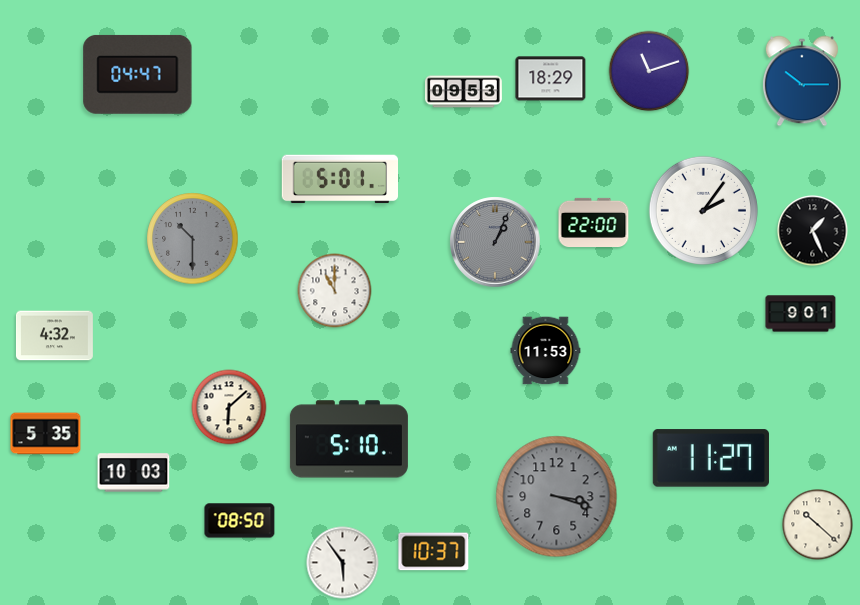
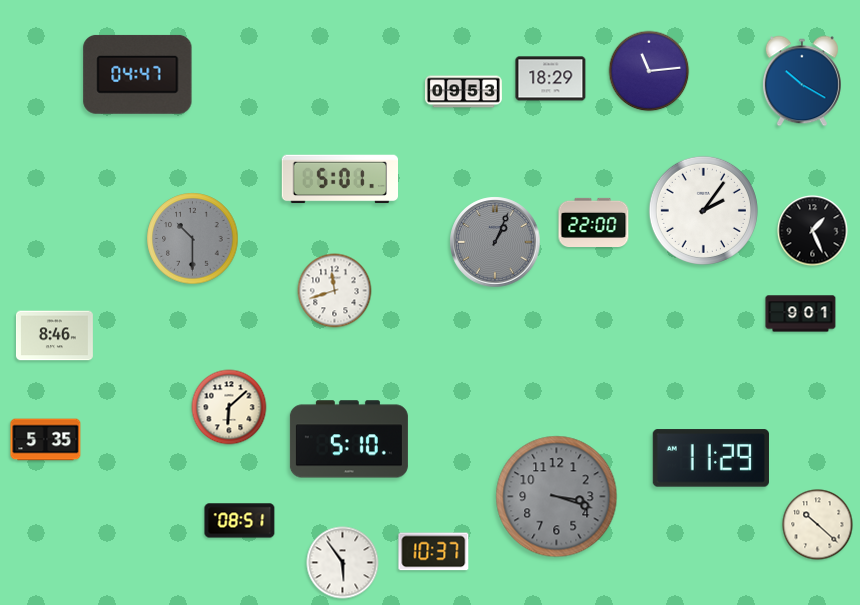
clock at (649, 71): 11:12 -> 11:14
clock at (802, 81): 10:15 -> 10:20
clock at (335, 291): 11:00 -> 11:42
clock at (54, 336): 4:32 -> 8:46
clock at (546, 351): 11:53 -> none
clock at (46, 434) position: (46, 434) -> (46, 440)
clock at (711, 458): 11:27 -> 11:29
clock at (134, 473): 10:03 -> none
clock at (240, 521): 08:50 -> 08:51
